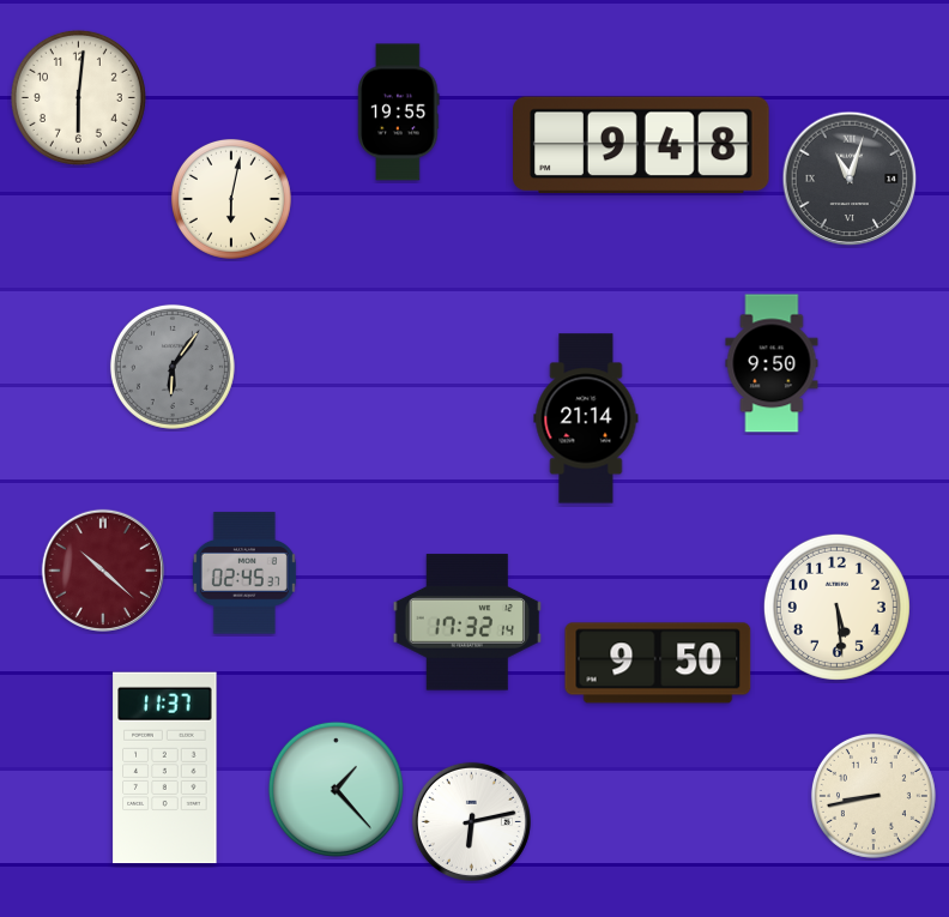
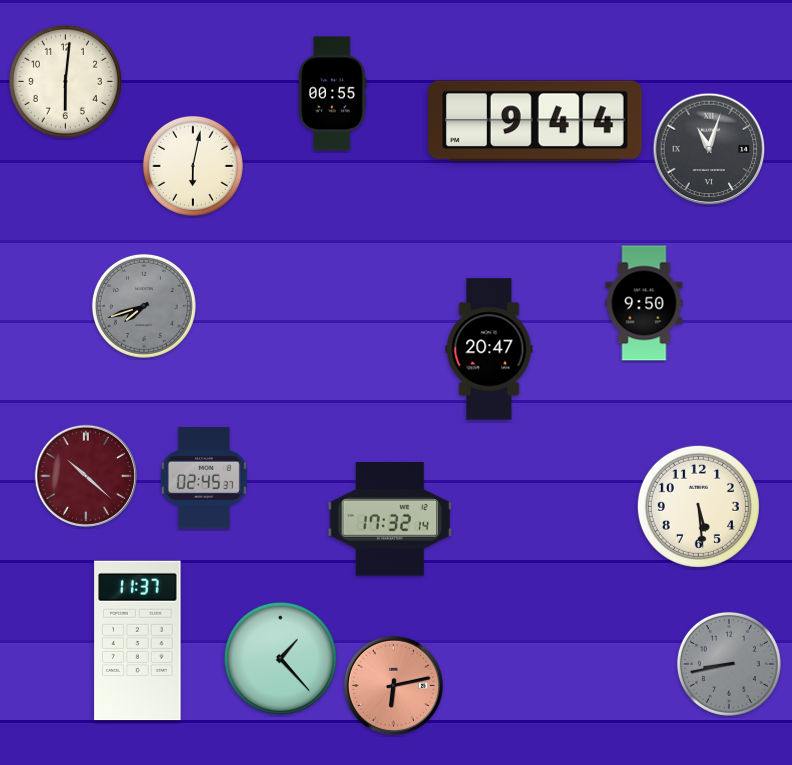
clock at (399, 113): 19:55 -> 00:55
clock at (641, 145): 9:48 -> 9:44
clock at (173, 367): 6:06 -> 7:42
clock at (586, 418): 21:14 -> 20:47
clock at (658, 663): 9:50 -> none
clock at (874, 796) dial: cream -> grey
clock at (471, 821) dial: white -> salmon
